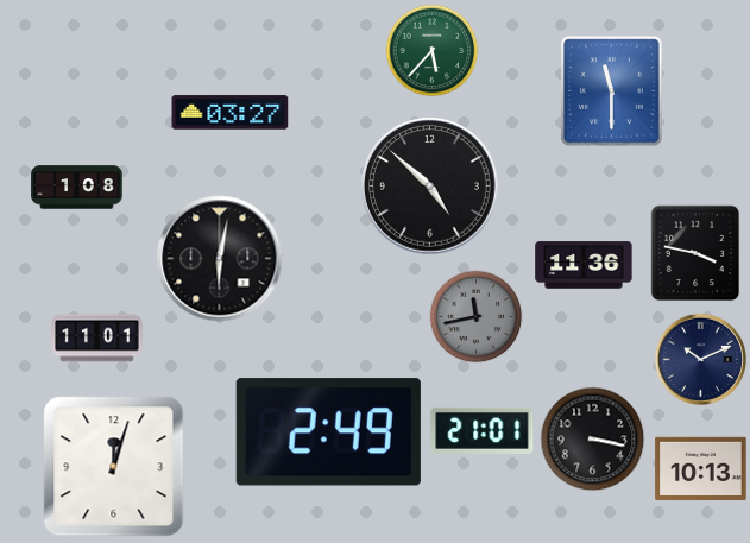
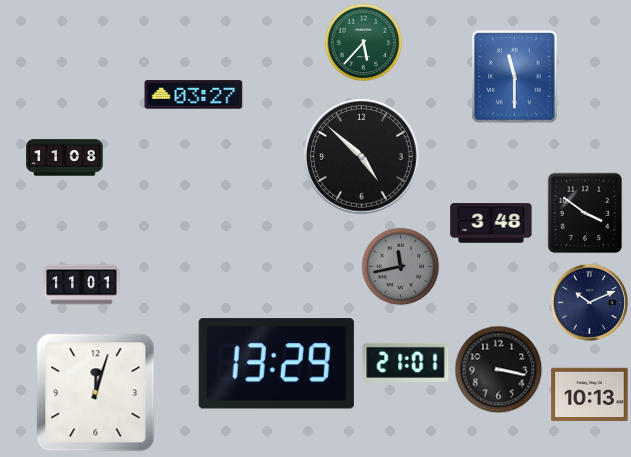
clock at (77, 188): 1:08 -> 11:08
clock at (695, 253): 3:47 -> 3:51
clock at (220, 259): 6:02 -> none
clock at (584, 265): 11:36 -> 3:48
clock at (328, 432): 2:49 -> 13:29
